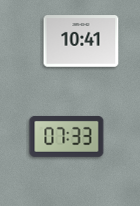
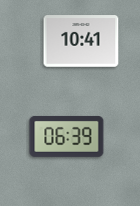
clock at (67, 136): 07:33 -> 06:39
